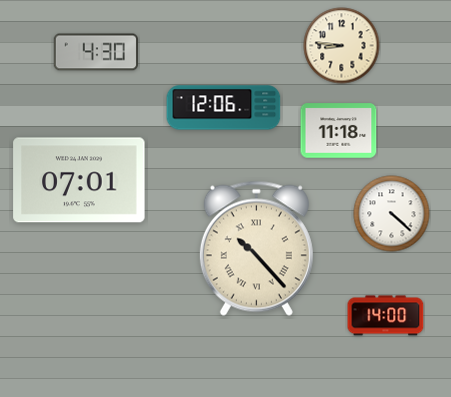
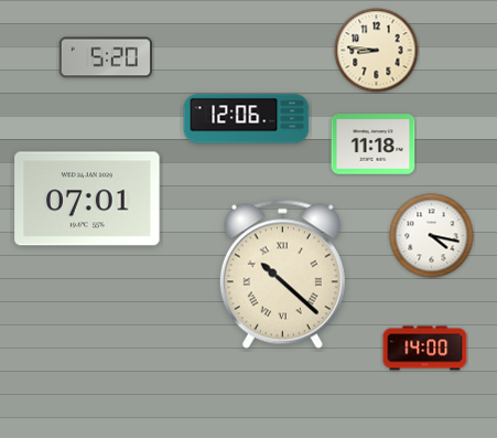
clock at (95, 52): 4:30 -> 5:20
clock at (392, 214): 4:22 -> 4:17
clock at (256, 248): 10:23 -> 10:22
